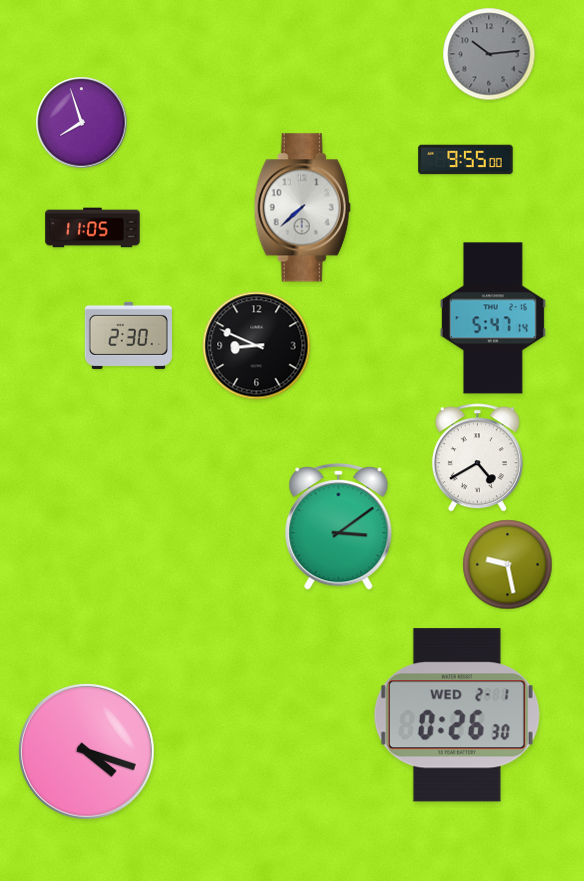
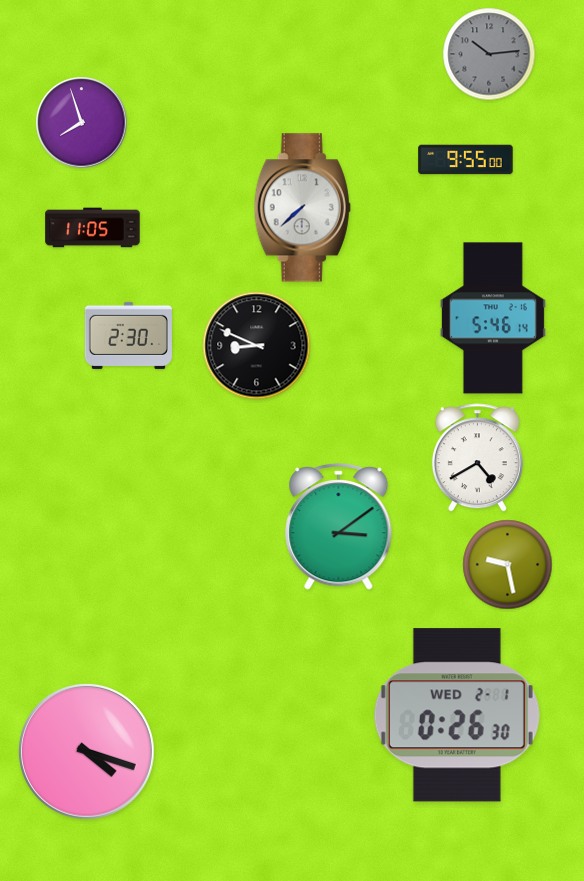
clock at (493, 318): 5:47 -> 5:46
